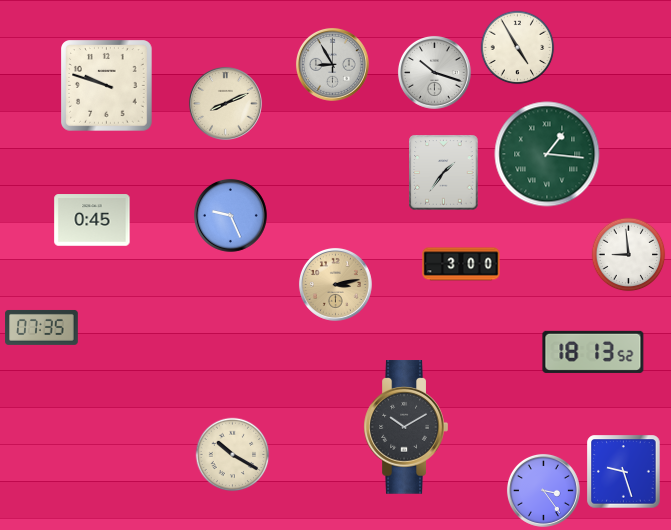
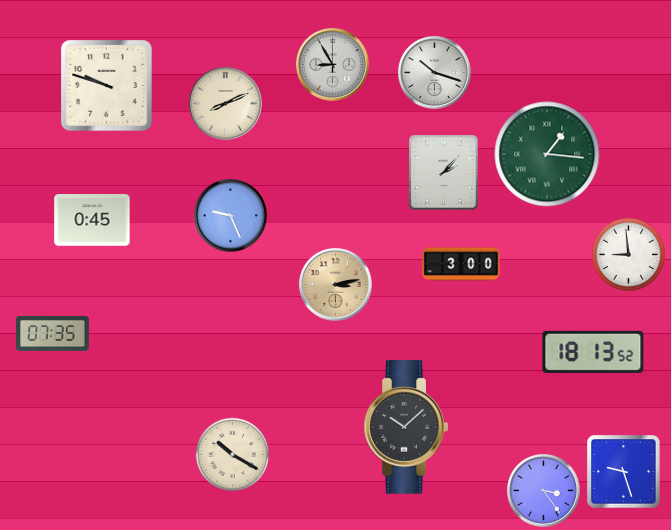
clock at (518, 48): 4:55 -> none
clock at (444, 173): 1:36 -> 2:07
clock at (42, 327) position: (42, 327) -> (53, 333)
clock at (406, 427): 10:10 -> 10:08
